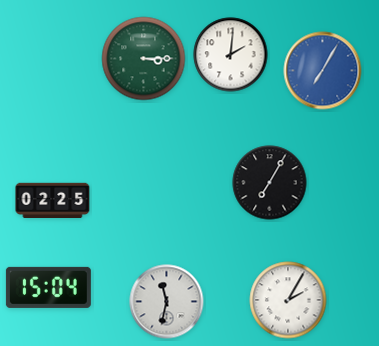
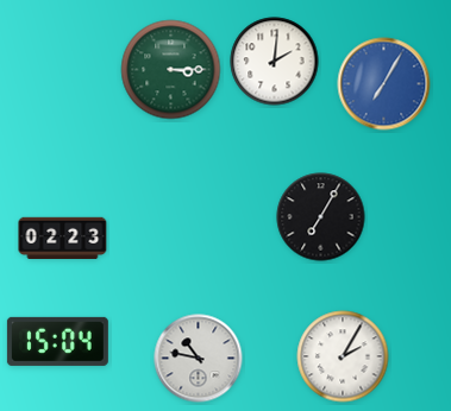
clock at (231, 55) position: (231, 55) -> (275, 62)
clock at (53, 200): 02:25 -> 02:23
clock at (167, 302): 11:32 -> 10:47
